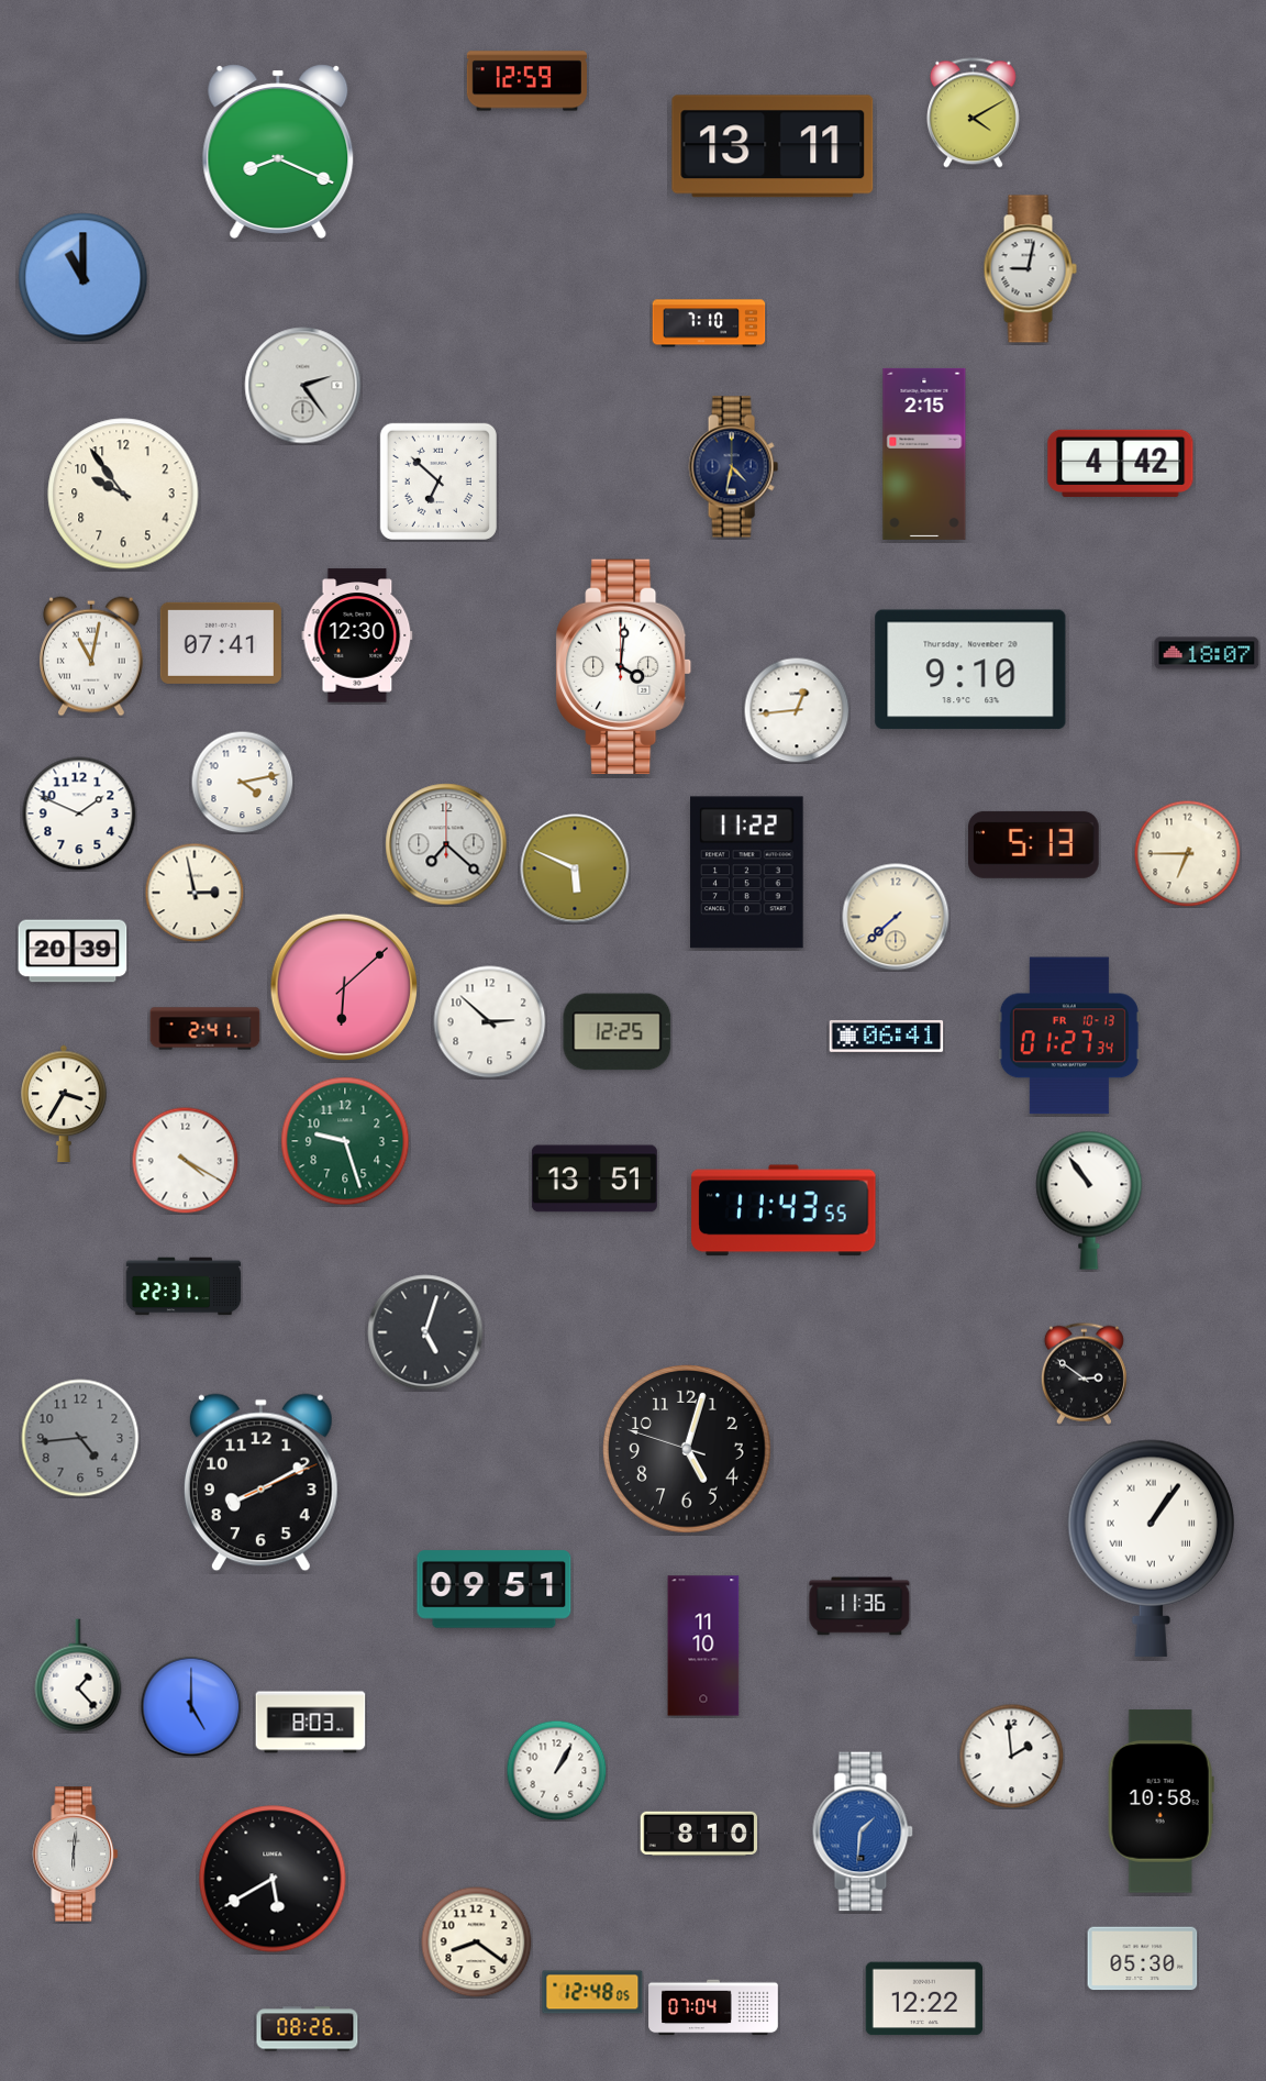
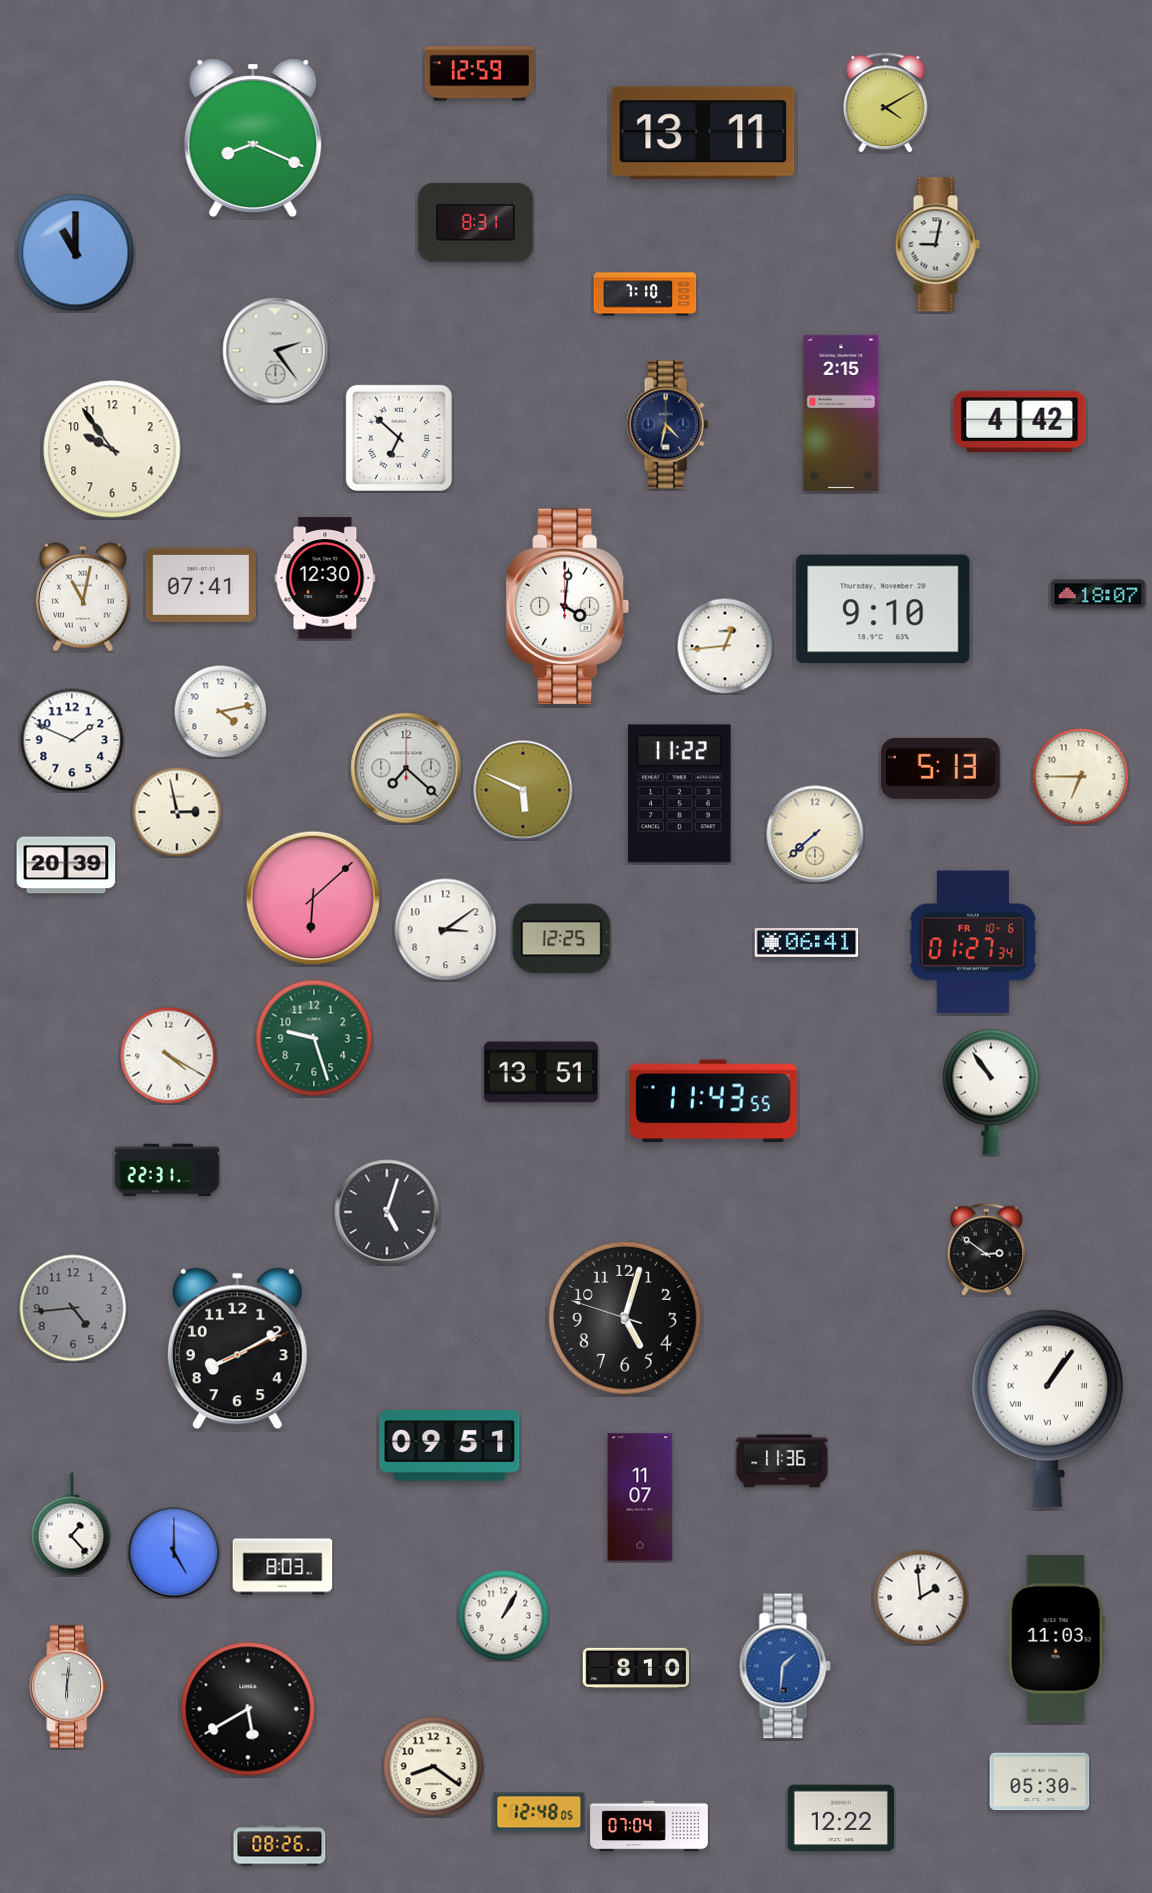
clock at (475, 222): none -> 8:31
clock at (490, 1022): 2:52 -> 3:09
clock at (206, 1029): 2:41 -> none
clock at (1069, 1036) date: FR 10-13 -> FR 10-6
clock at (64, 1104): 3:35 -> none
clock at (703, 1646): 11:10 -> 11:07
clock at (556, 1770) position: (556, 1770) -> (503, 1615)
clock at (1160, 1802): 10:58 -> 11:03
